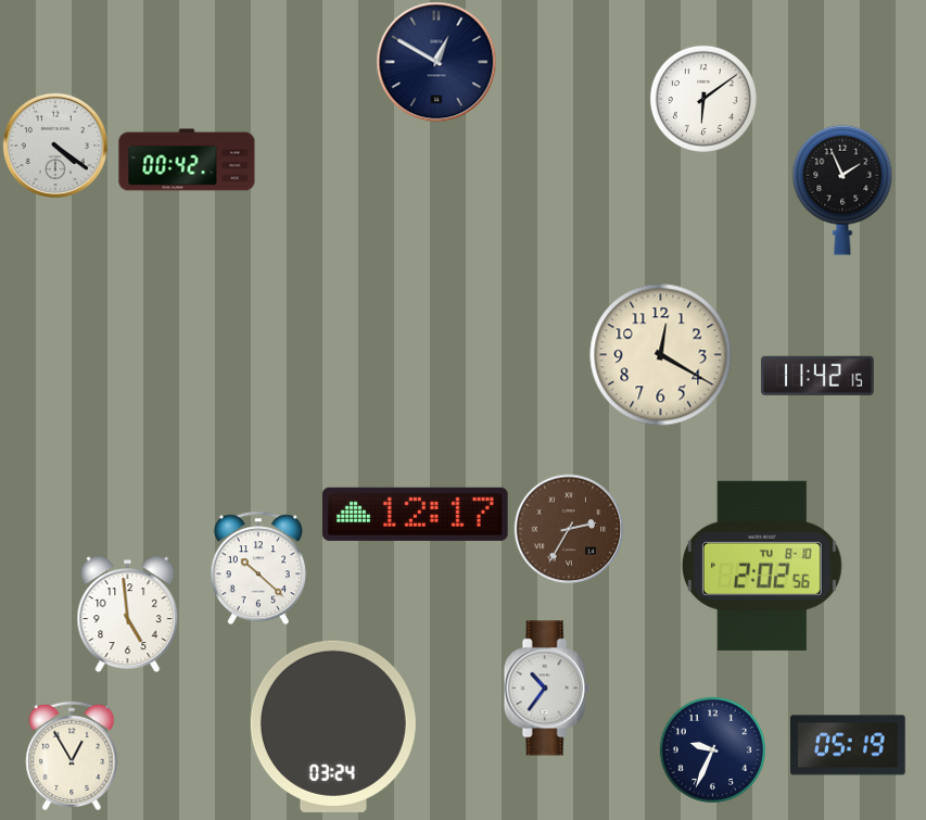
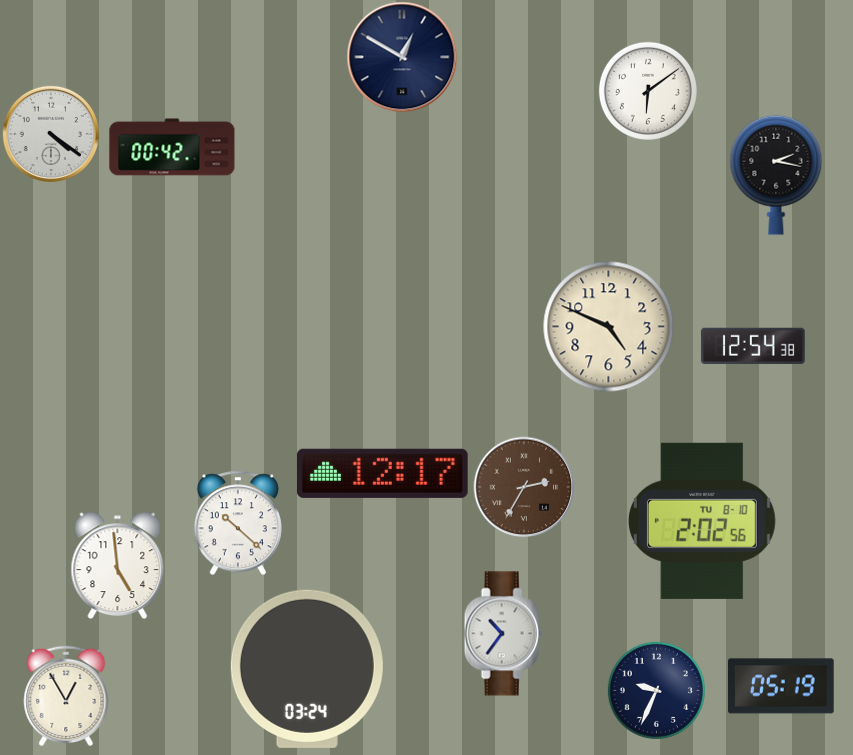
clock at (842, 190): 1:56 -> 2:17
clock at (661, 355): 12:20 -> 4:49
clock at (817, 376): 11:42 -> 12:54
